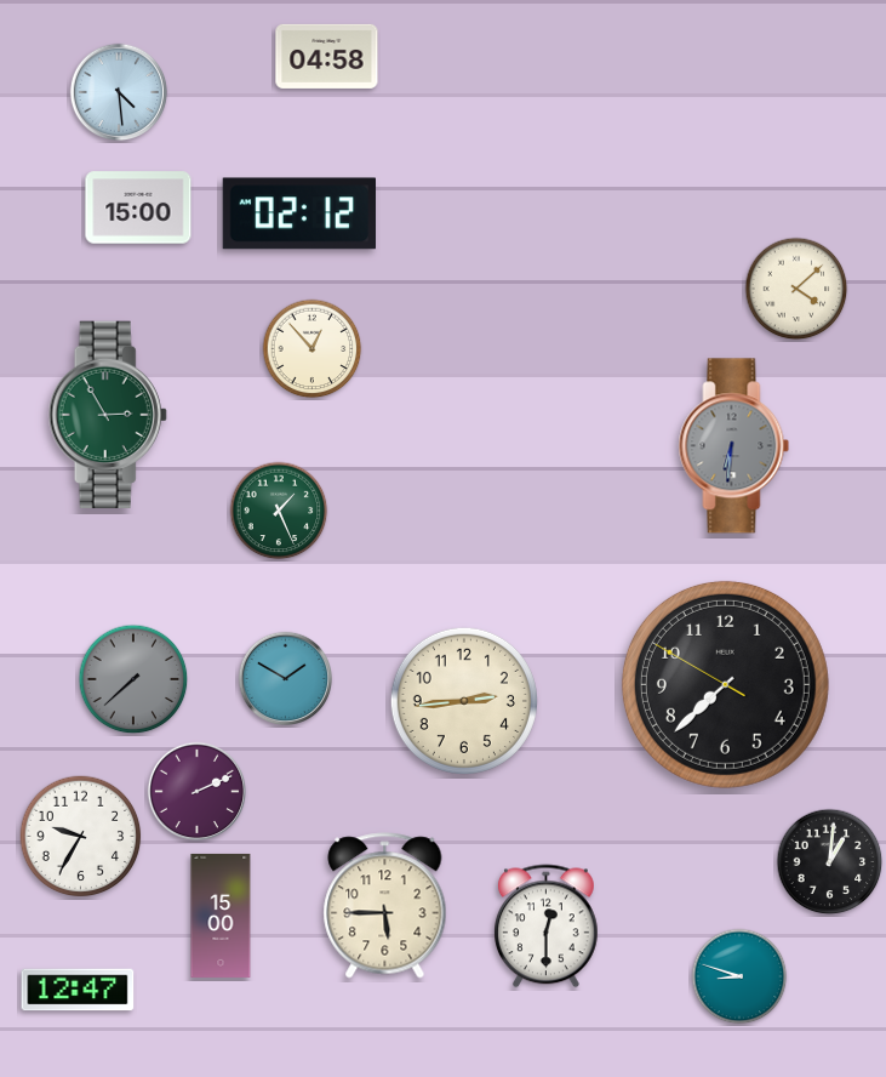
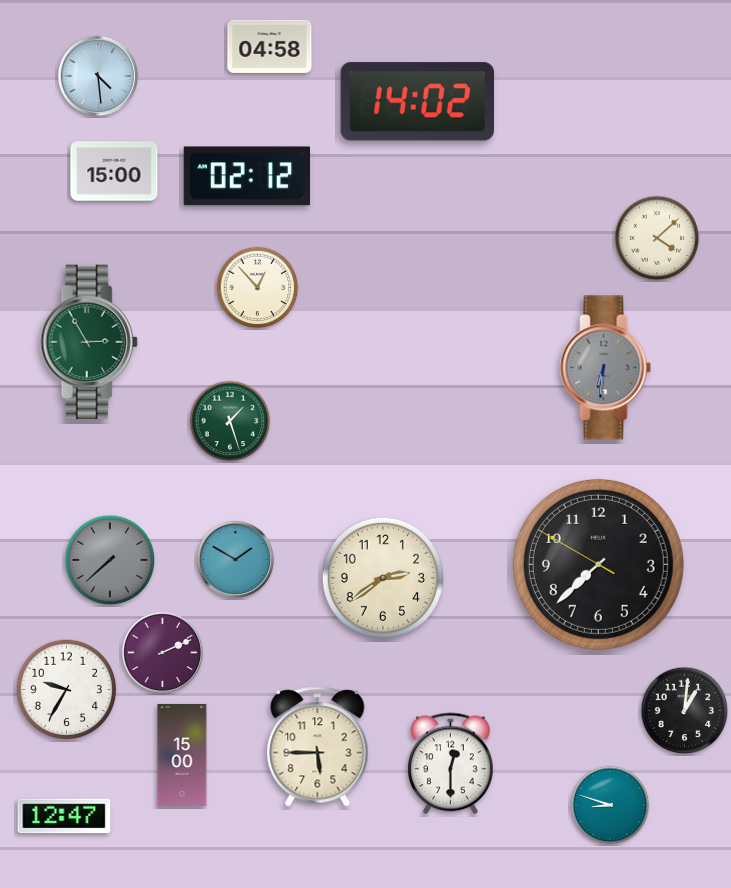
clock at (417, 102): none -> 14:02
clock at (279, 511): 1:26 -> 1:27
clock at (464, 701): 2:44 -> 2:39
